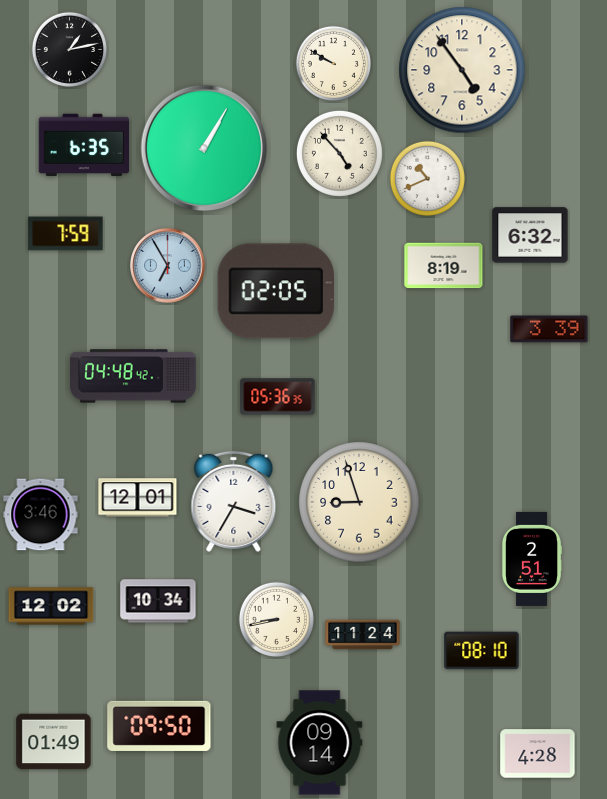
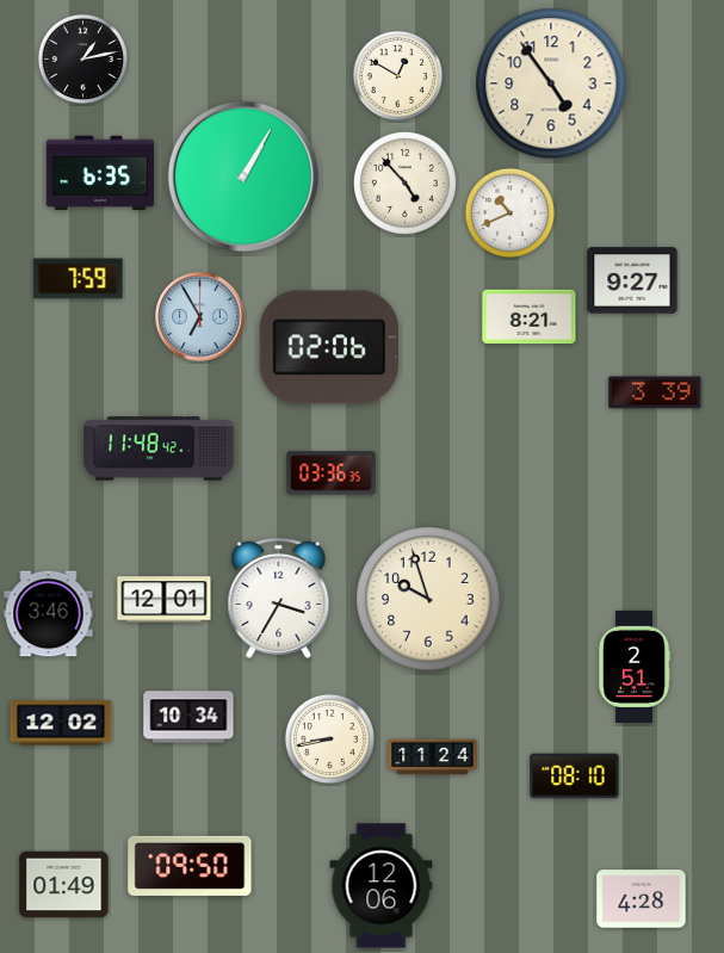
clock at (333, 63): 9:50 -> 12:50
clock at (530, 235): 6:32 -> 9:27
clock at (444, 266): 8:19 -> 8:21
clock at (275, 291): 02:05 -> 02:06
clock at (133, 376): 04:48 -> 11:48
clock at (278, 397): 05:36 -> 03:36
clock at (138, 498) position: (138, 498) -> (165, 600)
clock at (359, 502): 8:57 -> 9:57
clock at (320, 743): 09:14 -> 12:06
